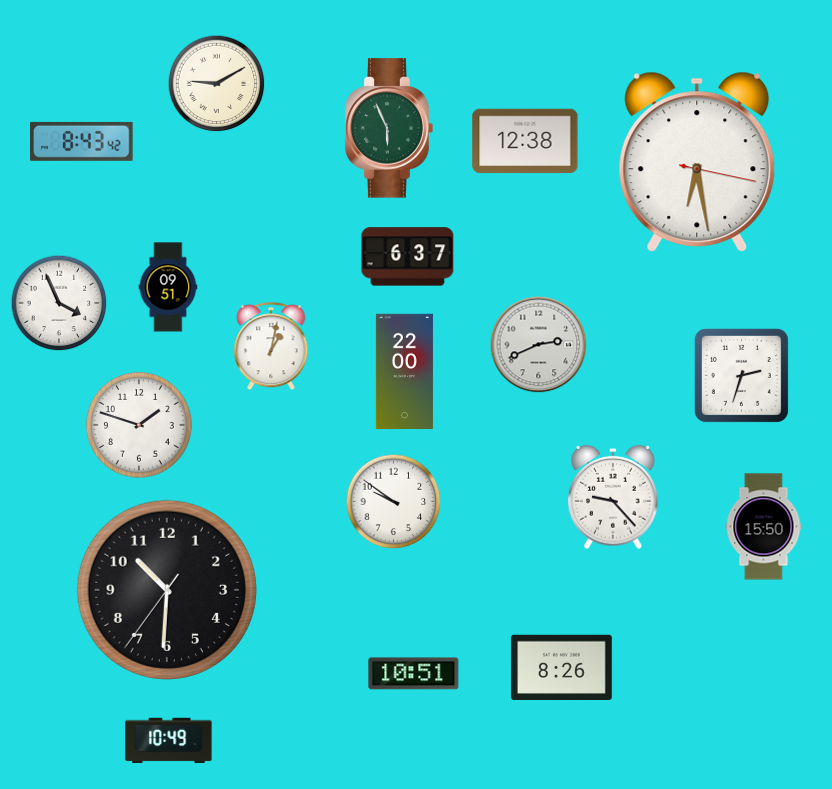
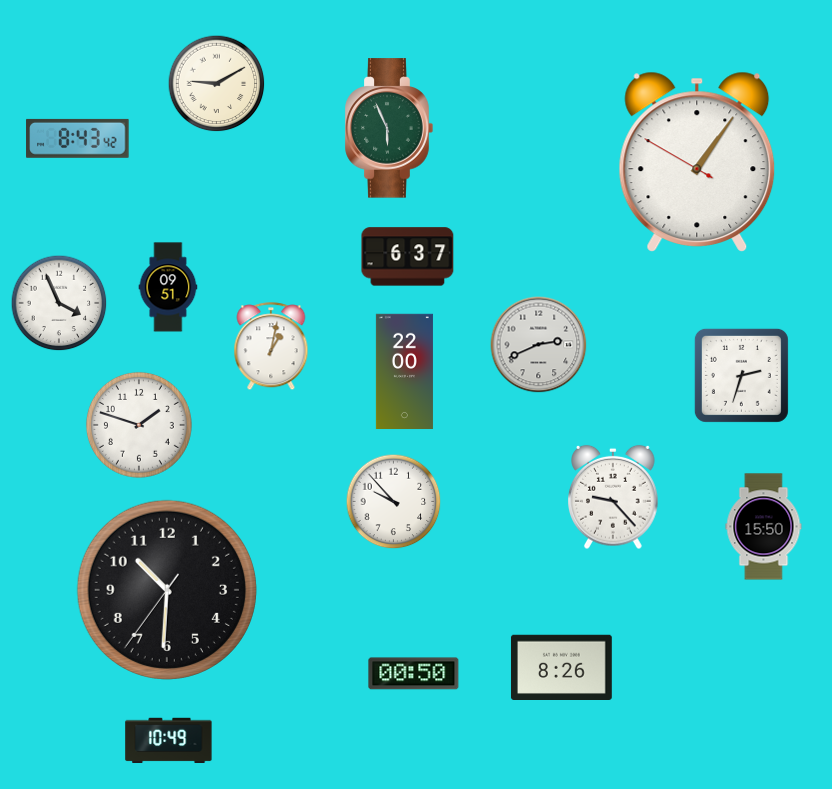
clock at (82, 141) position: (82, 141) -> (78, 138)
clock at (525, 141): 12:38 -> none
clock at (697, 161): 6:28 -> 1:05
clock at (394, 502): 9:51 -> 9:53
clock at (414, 674): 10:51 -> 00:50
